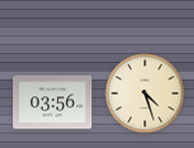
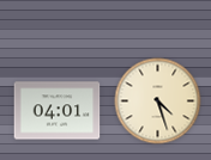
clock at (53, 103): 03:56 -> 04:01
